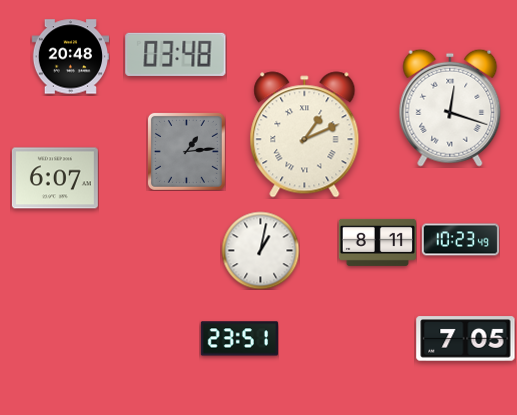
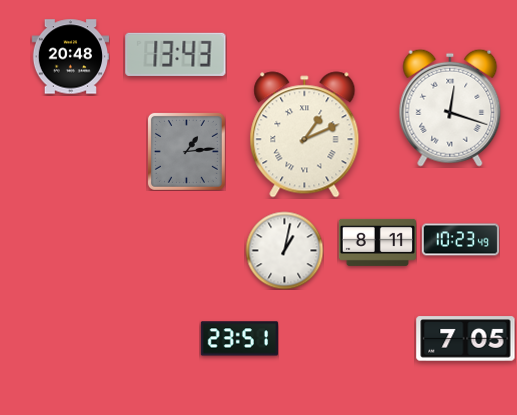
clock at (176, 54): 03:48 -> 13:43
clock at (55, 178): 6:07 -> none
clock at (260, 250) position: (260, 250) -> (284, 250)
